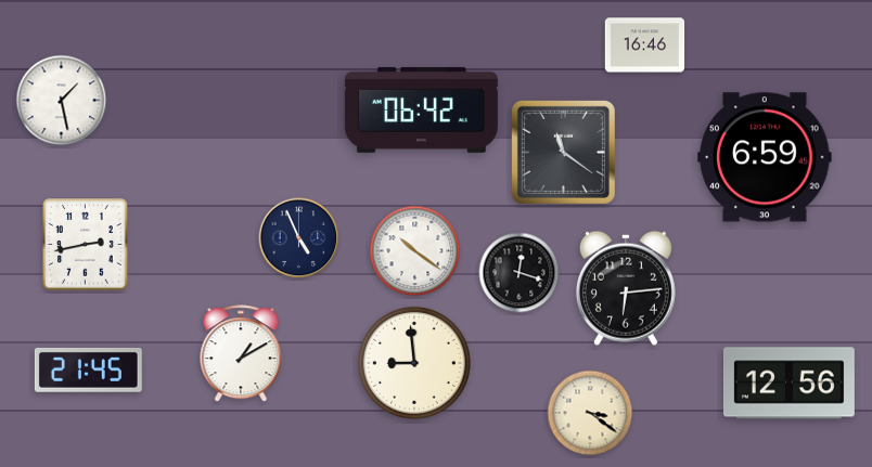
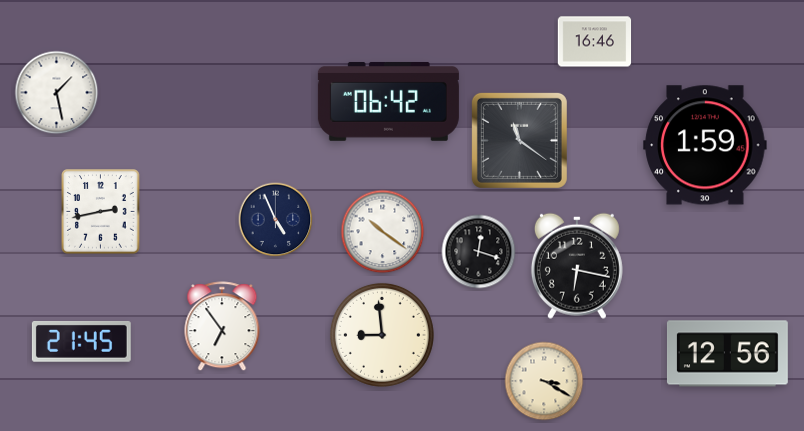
clock at (765, 157): 6:59 -> 1:59
clock at (86, 245) position: (86, 245) -> (101, 212)
clock at (626, 288): 6:14 -> 6:17
clock at (241, 354): 1:10 -> 6:54
clock at (590, 413): 3:21 -> 3:20
